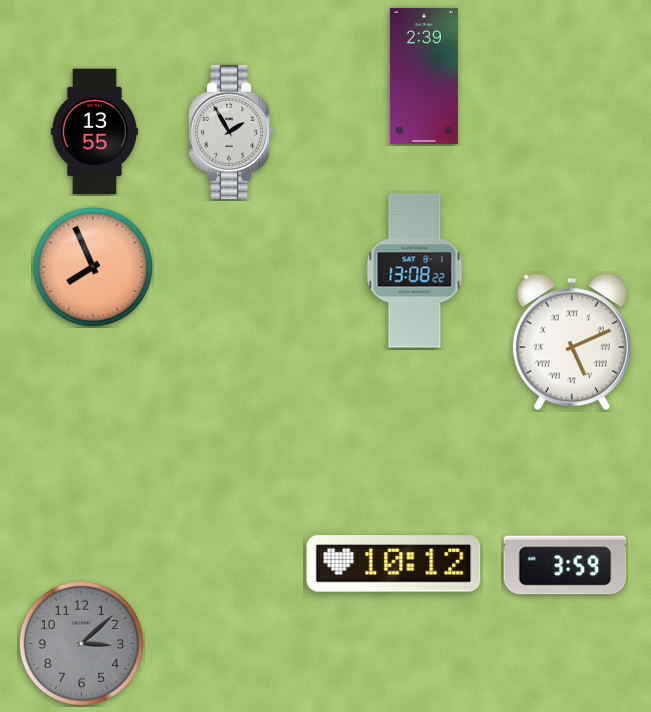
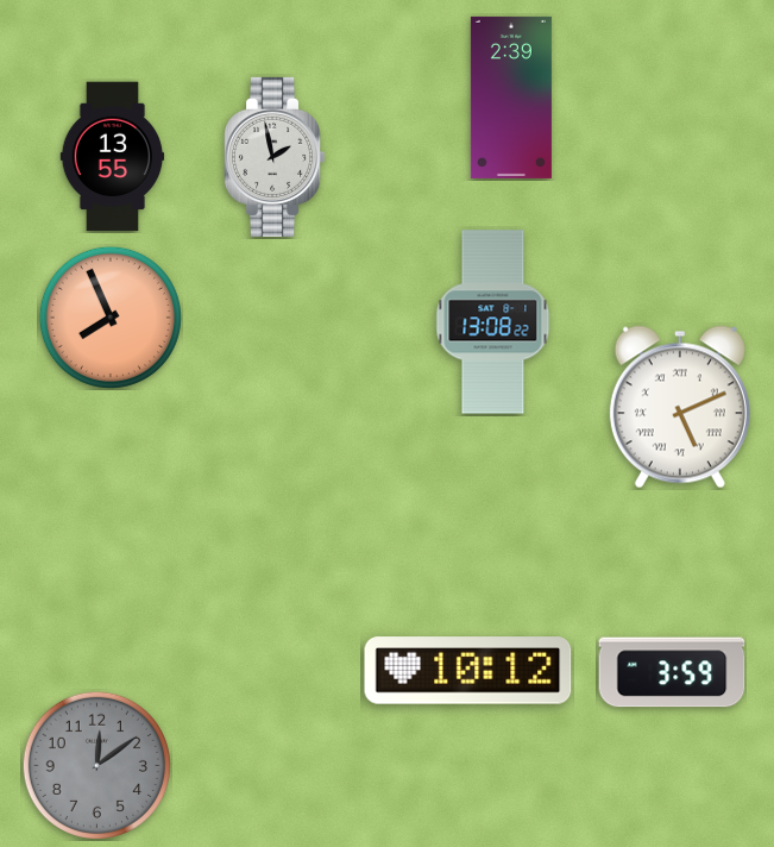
clock at (424, 76) position: (424, 76) -> (511, 98)
clock at (232, 132): 1:55 -> 1:58
clock at (81, 643): 3:08 -> 12:09
